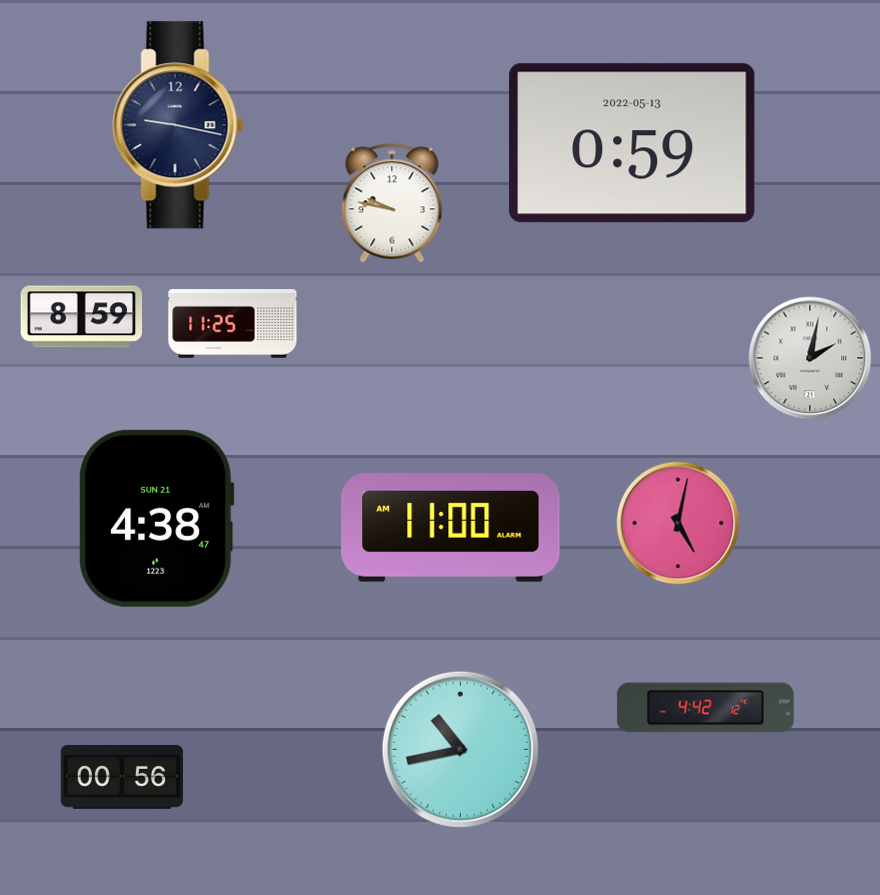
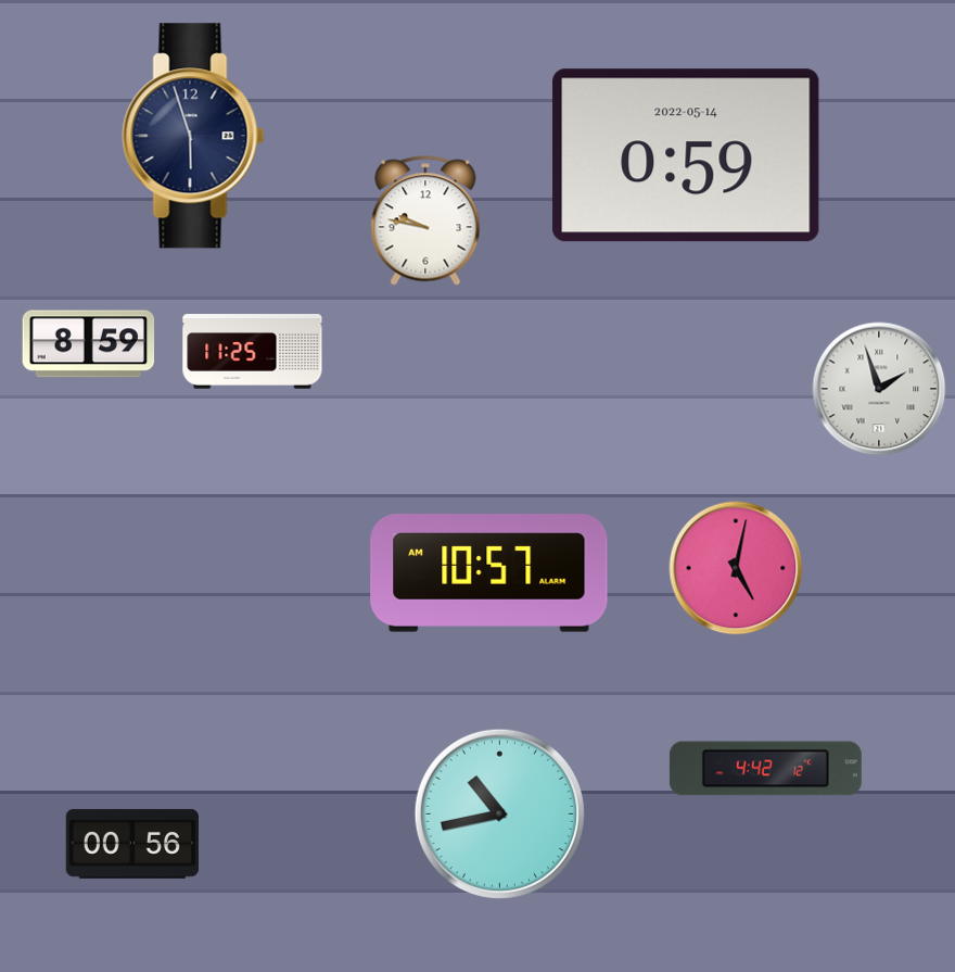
clock at (178, 125): 9:17 -> 5:57
clock at (632, 143) date: 2022-05-13 -> 2022-05-14
clock at (810, 358): 2:02 -> 1:57
clock at (157, 518): 4:38 -> none
clock at (451, 528): 11:00 -> 10:57
